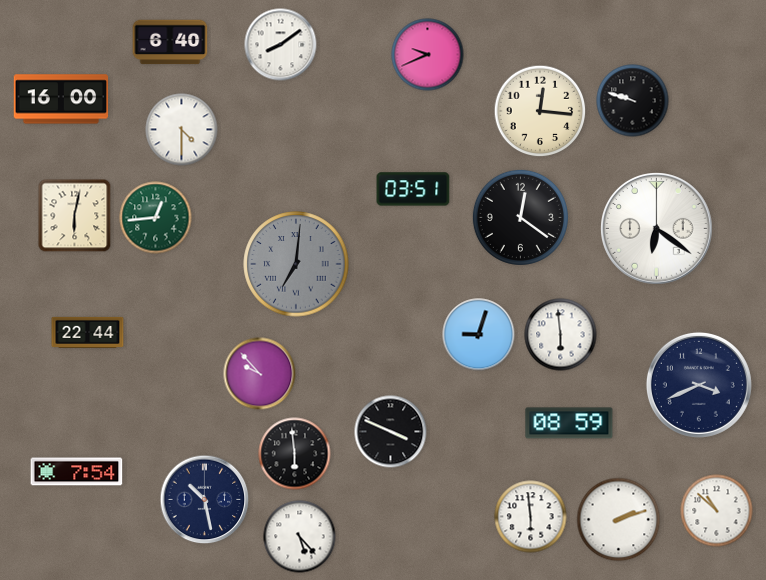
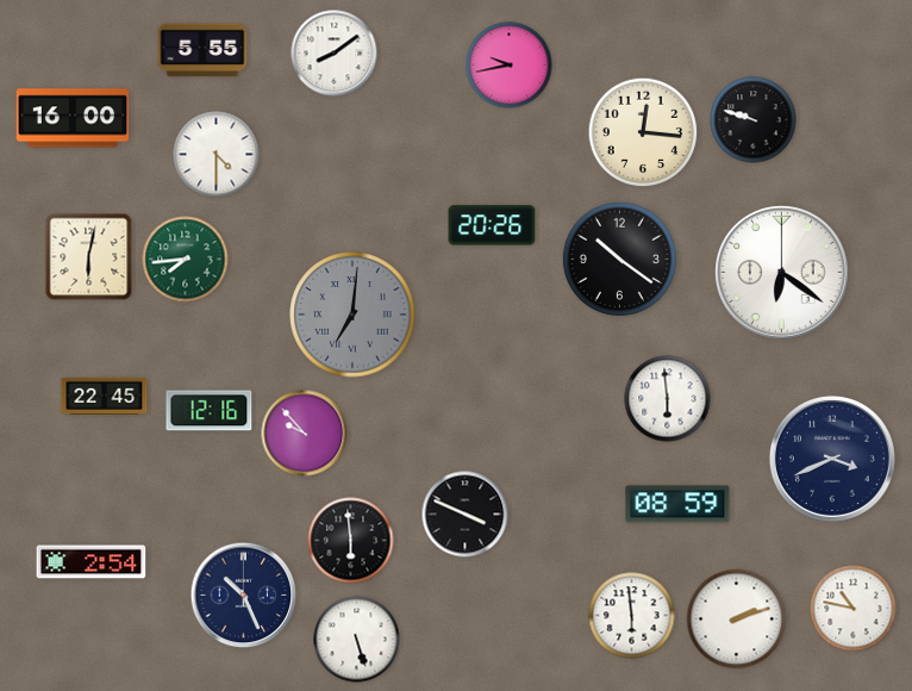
clock at (170, 42): 6:40 -> 5:55
clock at (428, 55): 9:41 -> 9:43
clock at (413, 189): 03:51 -> 20:26
clock at (520, 217): 12:21 -> 10:21
clock at (156, 218): 12:44 -> 7:44
clock at (88, 332): 22:44 -> 22:45
clock at (479, 335): 9:03 -> none
clock at (210, 411): none -> 12:16
clock at (260, 374) position: (260, 374) -> (305, 434)
clock at (77, 472): 7:54 -> 2:54
clock at (205, 500): 10:28 -> 10:26
clock at (717, 511): 10:52 -> 10:47
clock at (300, 537): 5:23 -> 5:27
